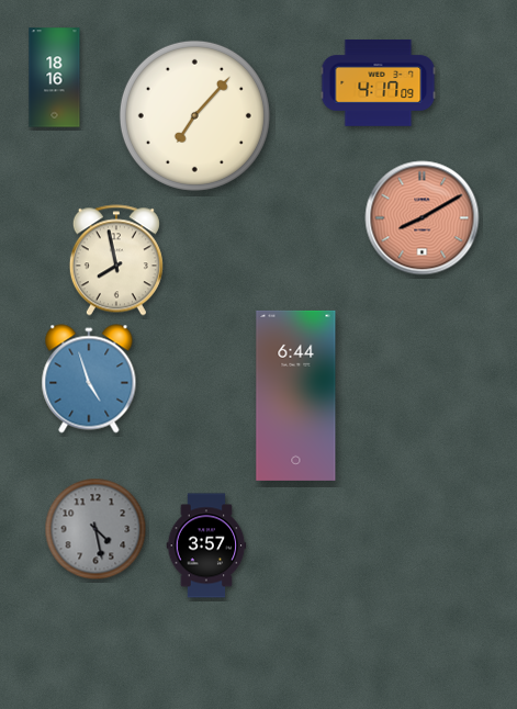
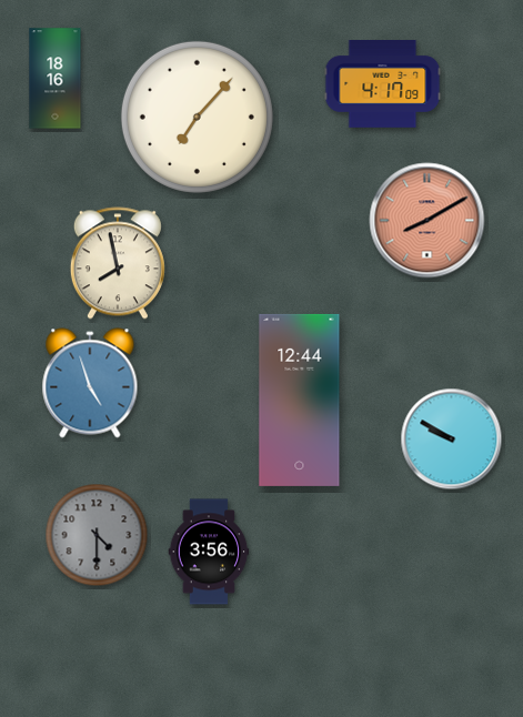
clock at (296, 395): 6:44 -> 12:44
clock at (452, 440): none -> 9:50
clock at (95, 529): 4:28 -> 4:30
clock at (206, 545): 3:57 -> 3:56
